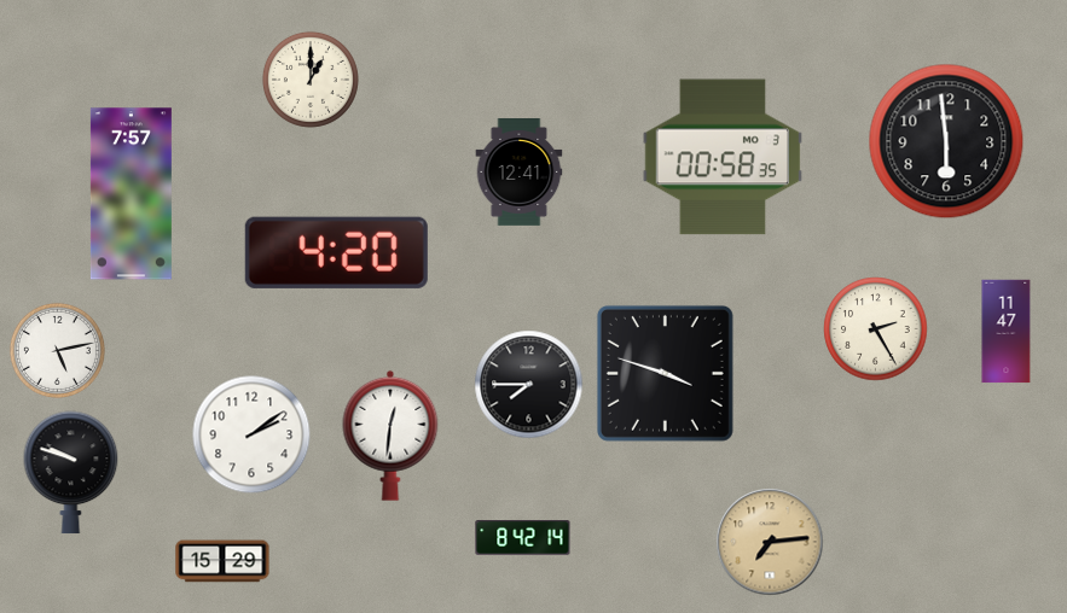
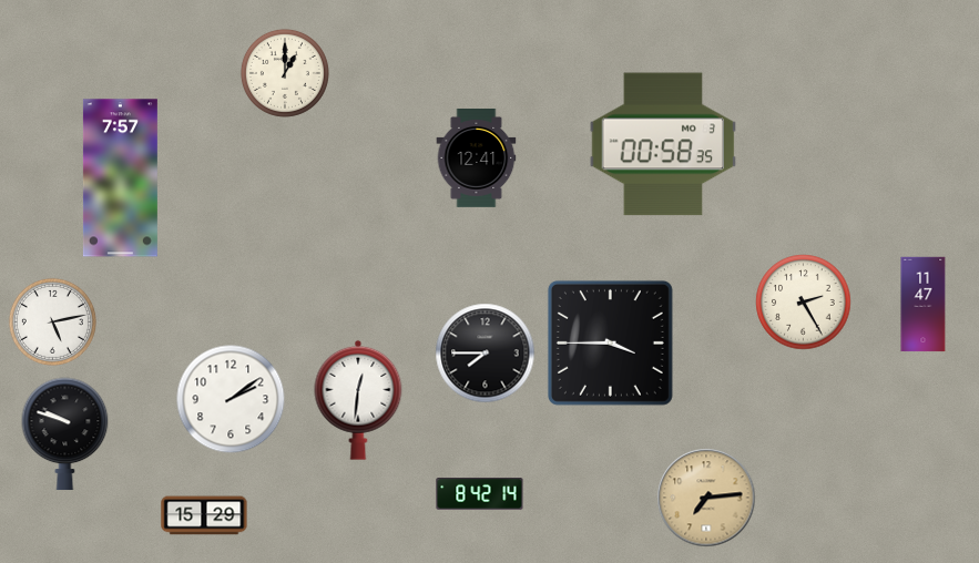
clock at (946, 141): 5:59 -> none
clock at (336, 252): 4:20 -> none
clock at (665, 373): 3:48 -> 3:45
